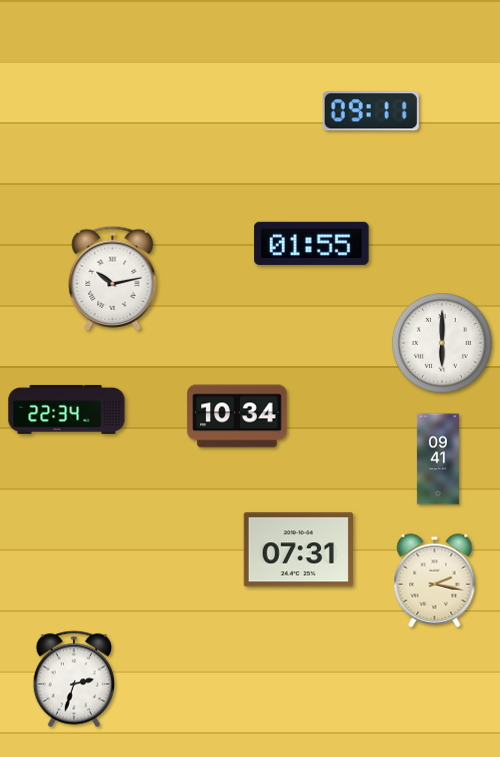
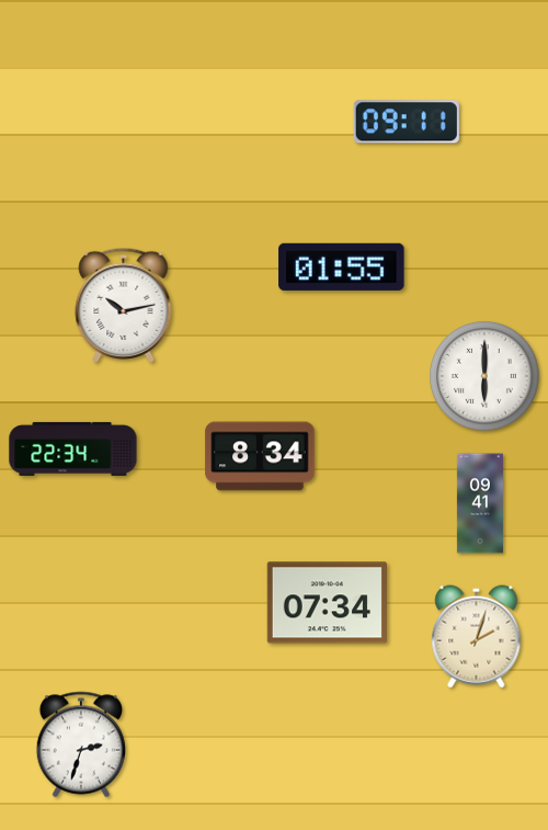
clock at (237, 416): 10:34 -> 8:34
clock at (298, 550): 07:31 -> 07:34
clock at (435, 581): 2:17 -> 2:03
